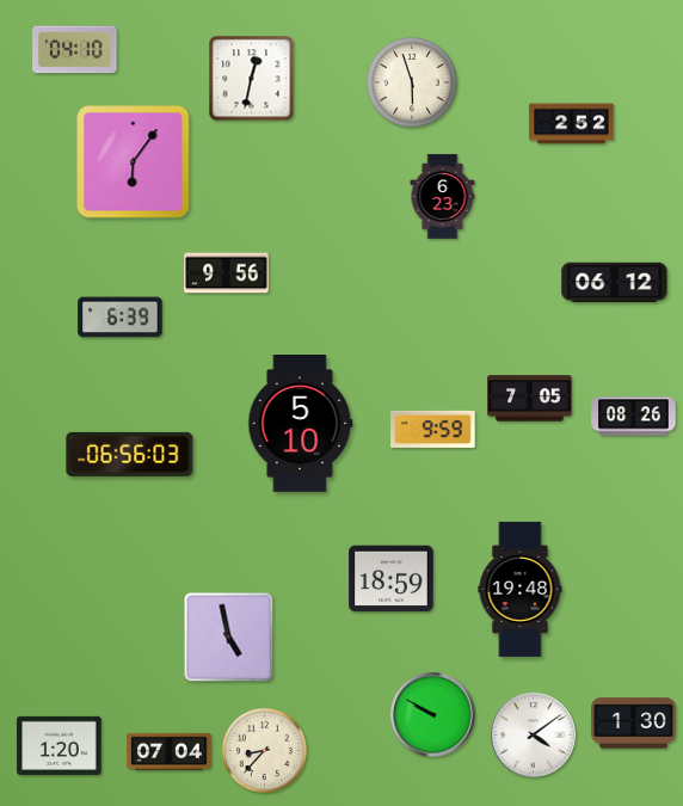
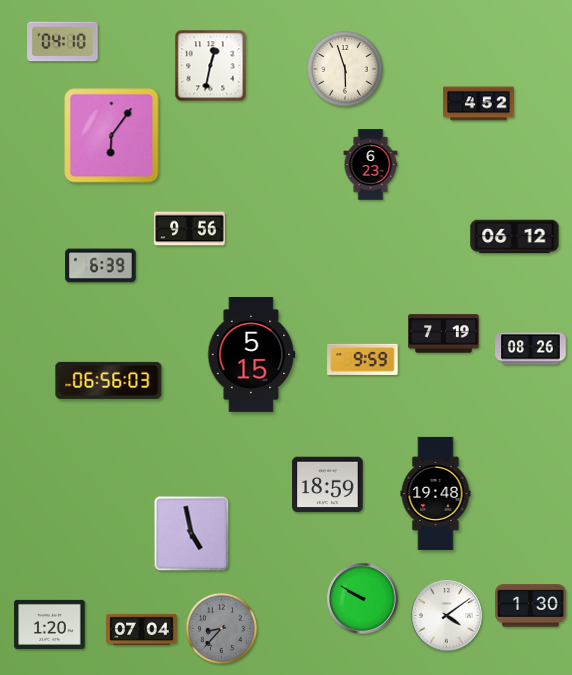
clock at (572, 124): 2:52 -> 4:52
clock at (530, 399): 7:05 -> 7:19
clock at (300, 424): 5:10 -> 5:15
clock at (264, 750) dial: cream -> grey
